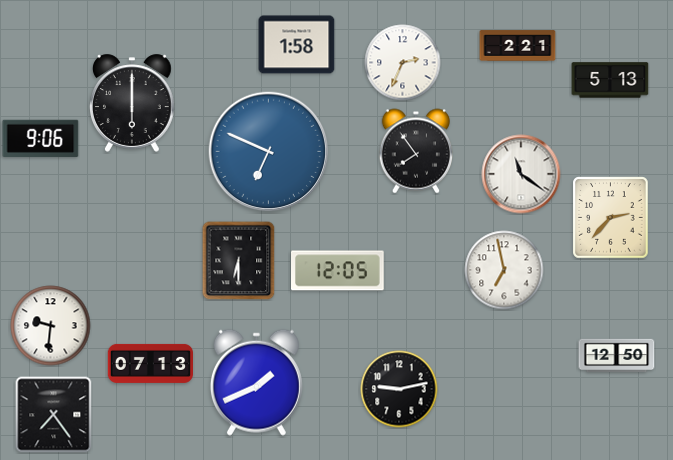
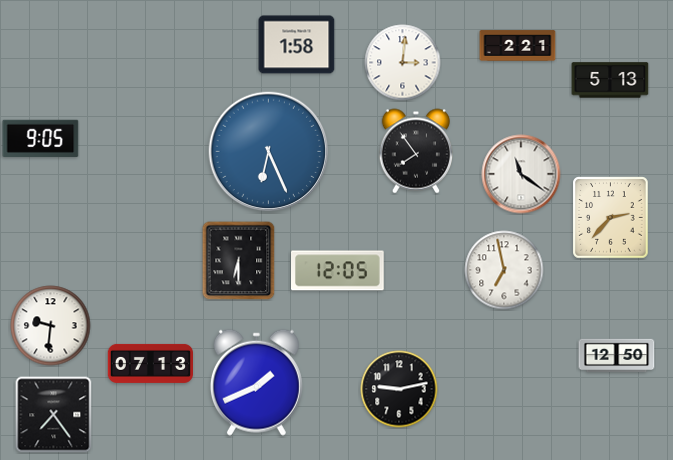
clock at (403, 63): 2:34 -> 3:01
clock at (133, 103): 6:00 -> none
clock at (41, 138): 9:06 -> 9:05
clock at (269, 152): 6:49 -> 6:26
